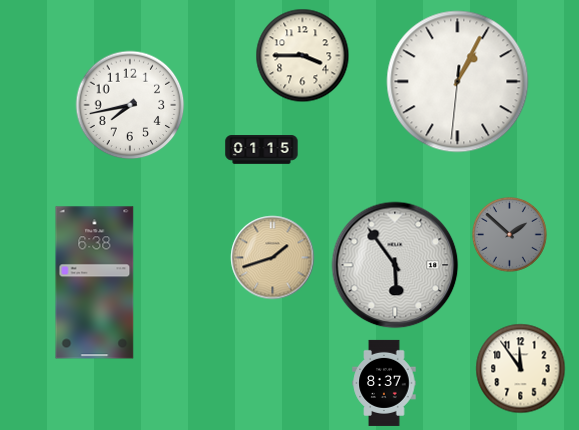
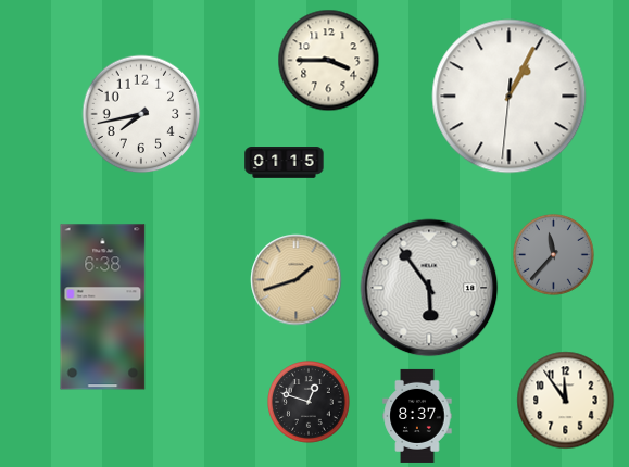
clock at (458, 82) position: (458, 82) -> (510, 97)
clock at (510, 235): 1:52 -> 11:37
clock at (310, 403): none -> 12:48
